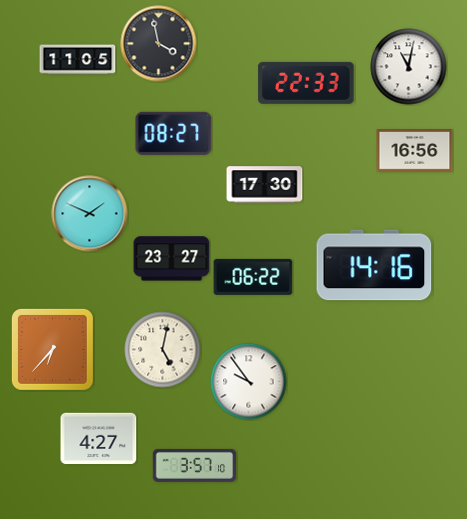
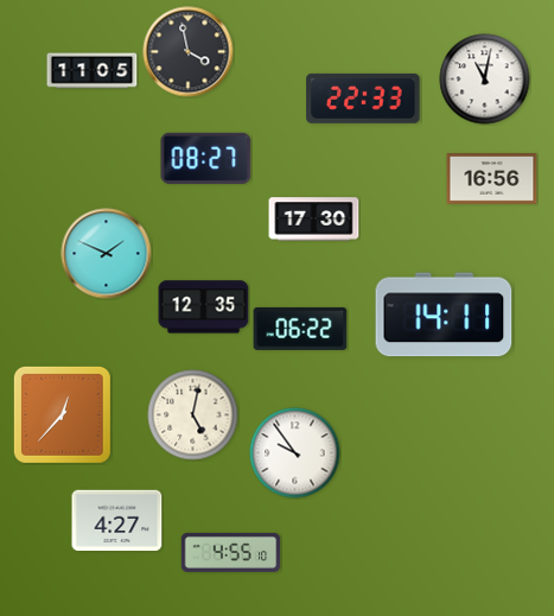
clock at (172, 259): 23:27 -> 12:35
clock at (374, 265): 14:16 -> 14:11
clock at (52, 349): 6:37 -> 12:37
clock at (195, 465): 3:57 -> 4:55
